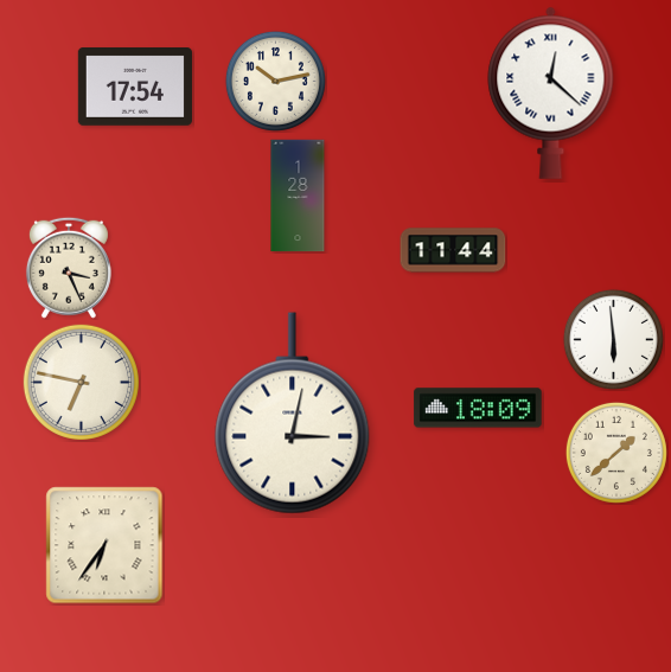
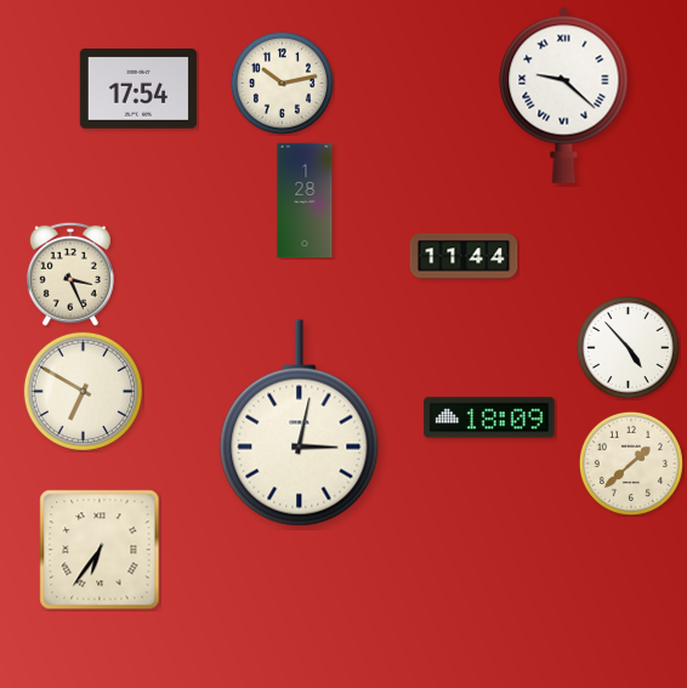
clock at (551, 92): 12:22 -> 9:22
clock at (613, 339): 5:59 -> 4:53
clock at (81, 382): 6:47 -> 6:50
clock at (104, 545) position: (104, 545) -> (100, 550)
